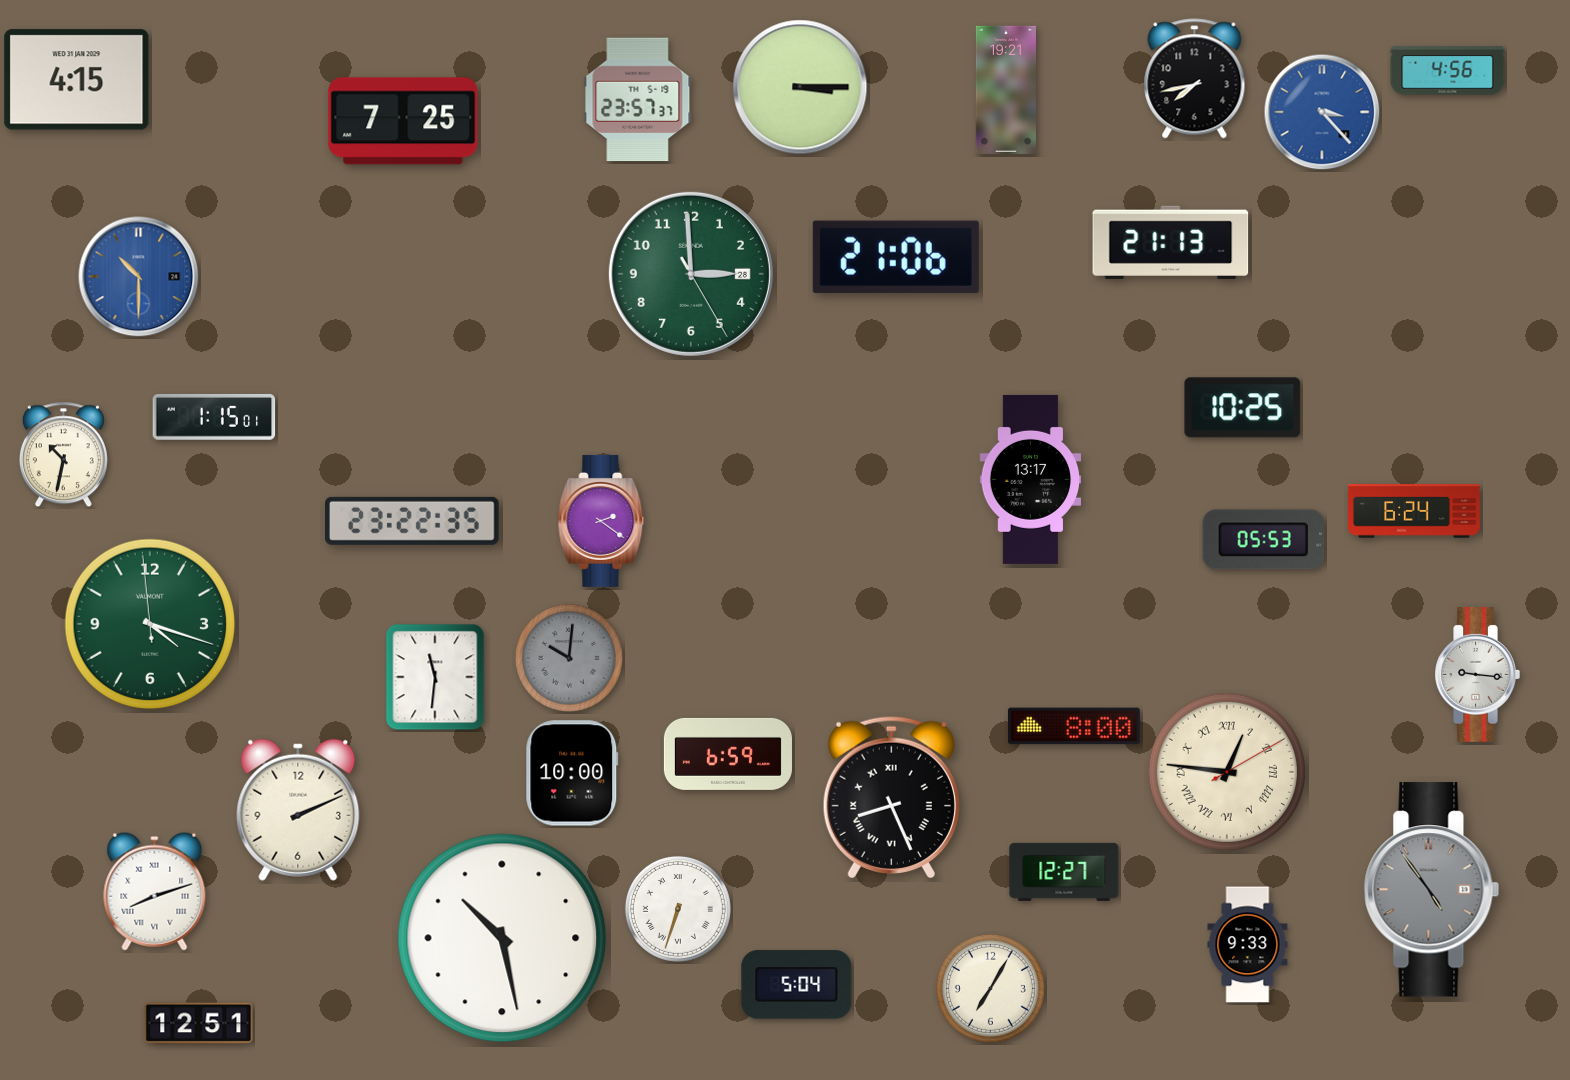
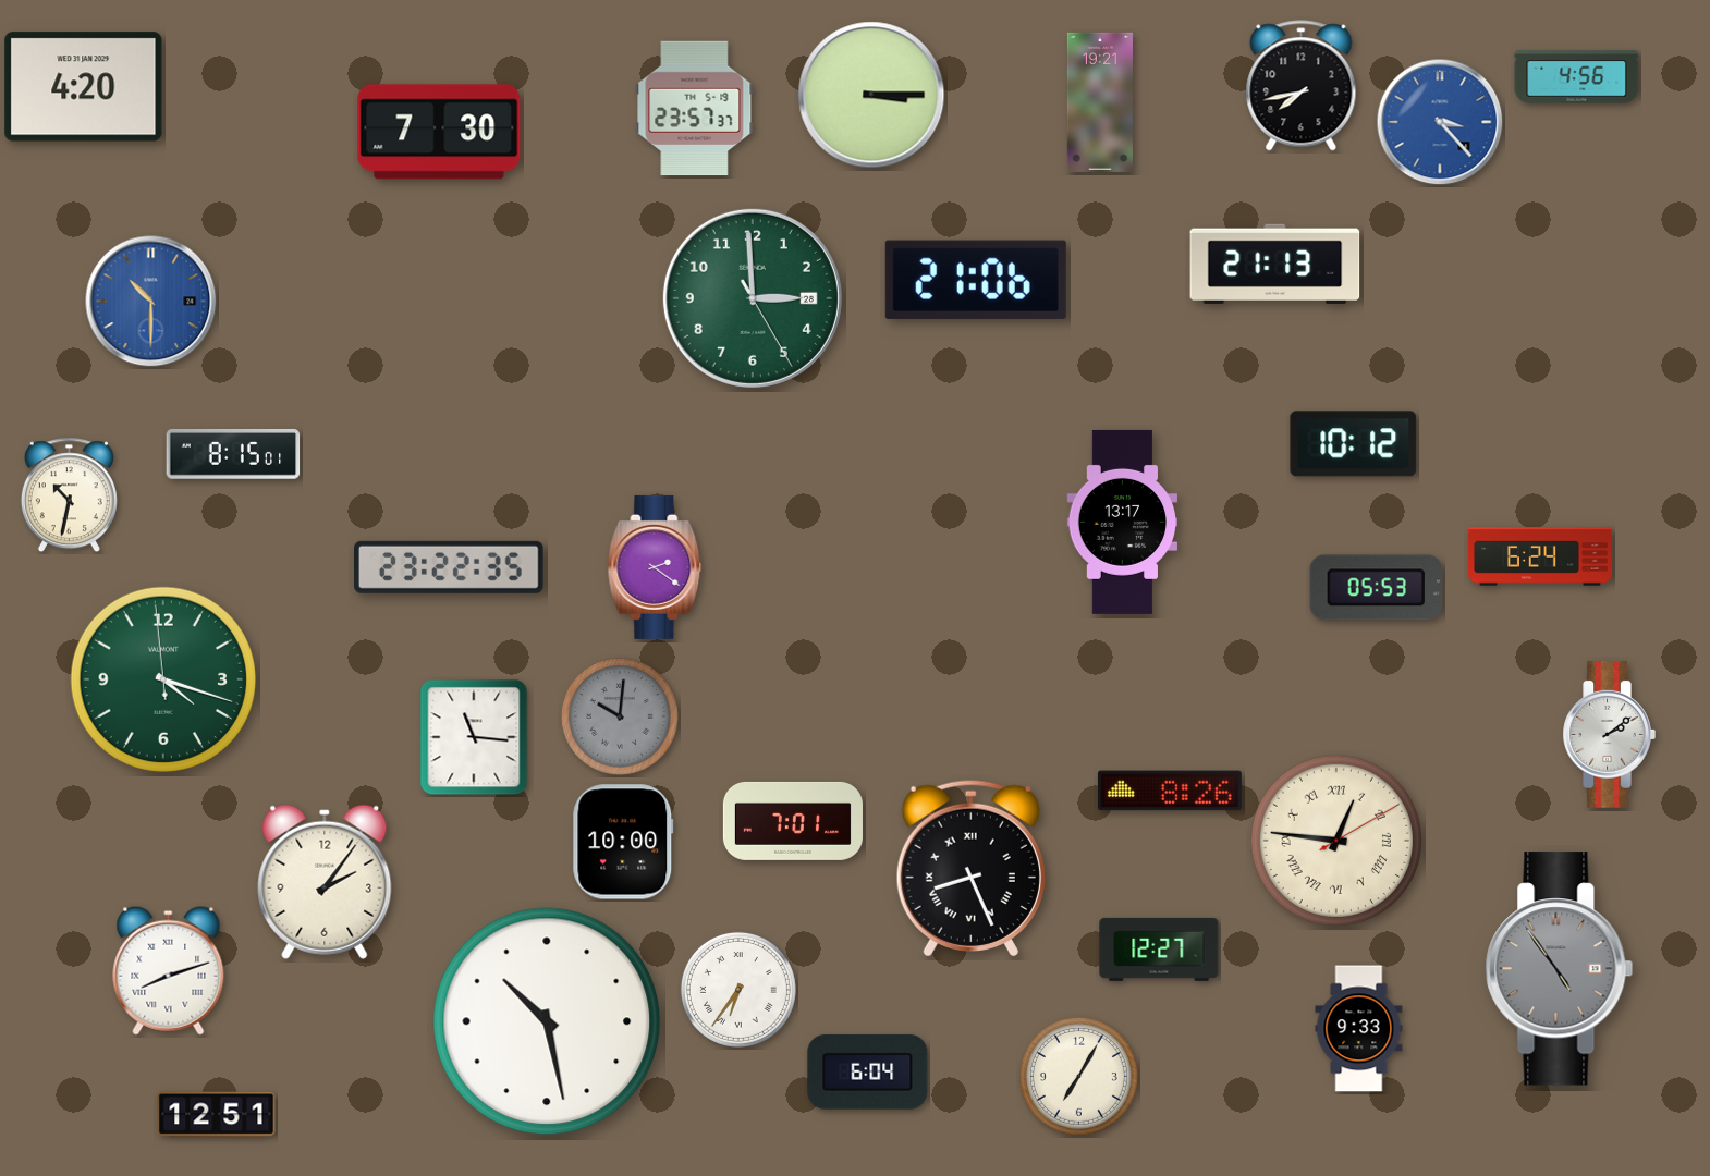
clock at (77, 80): 4:15 -> 4:20
clock at (1006, 90) position: (1006, 90) -> (1100, 102)
clock at (403, 121): 7:25 -> 7:30
clock at (1243, 408): 10:25 -> 10:12
clock at (214, 417): 1:15 -> 8:15
clock at (1477, 675): 9:16 -> 2:09
clock at (435, 677): 11:31 -> 11:16
clock at (1074, 726): 8:00 -> 8:26
clock at (728, 754): 6:59 -> 7:01
clock at (298, 810): 2:11 -> 2:06
clock at (678, 909): 6:33 -> 6:36
clock at (797, 985): 5:04 -> 6:04
